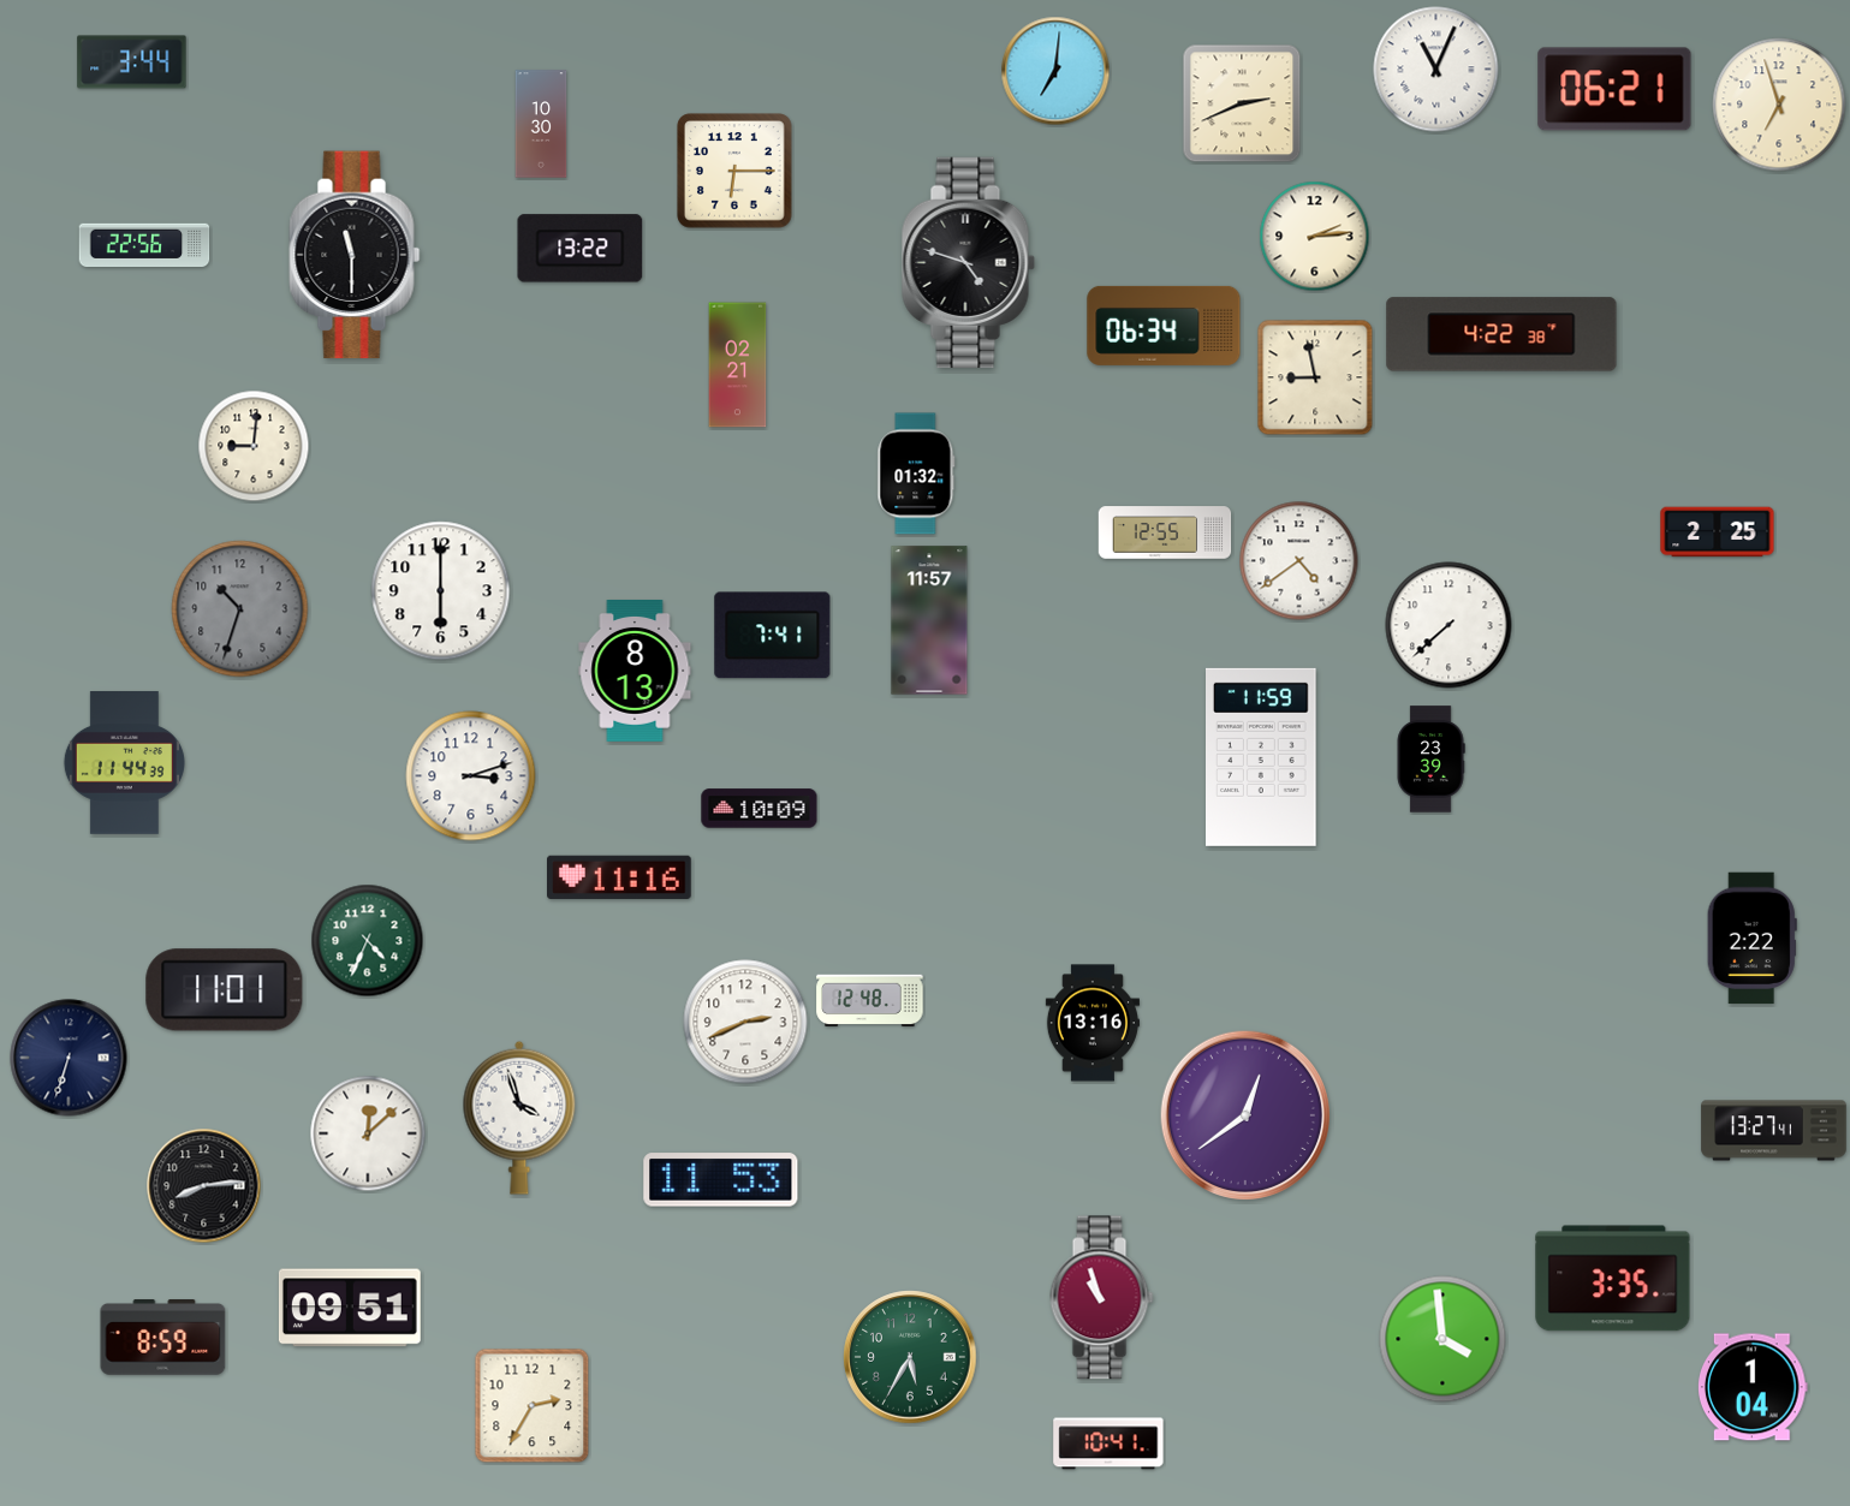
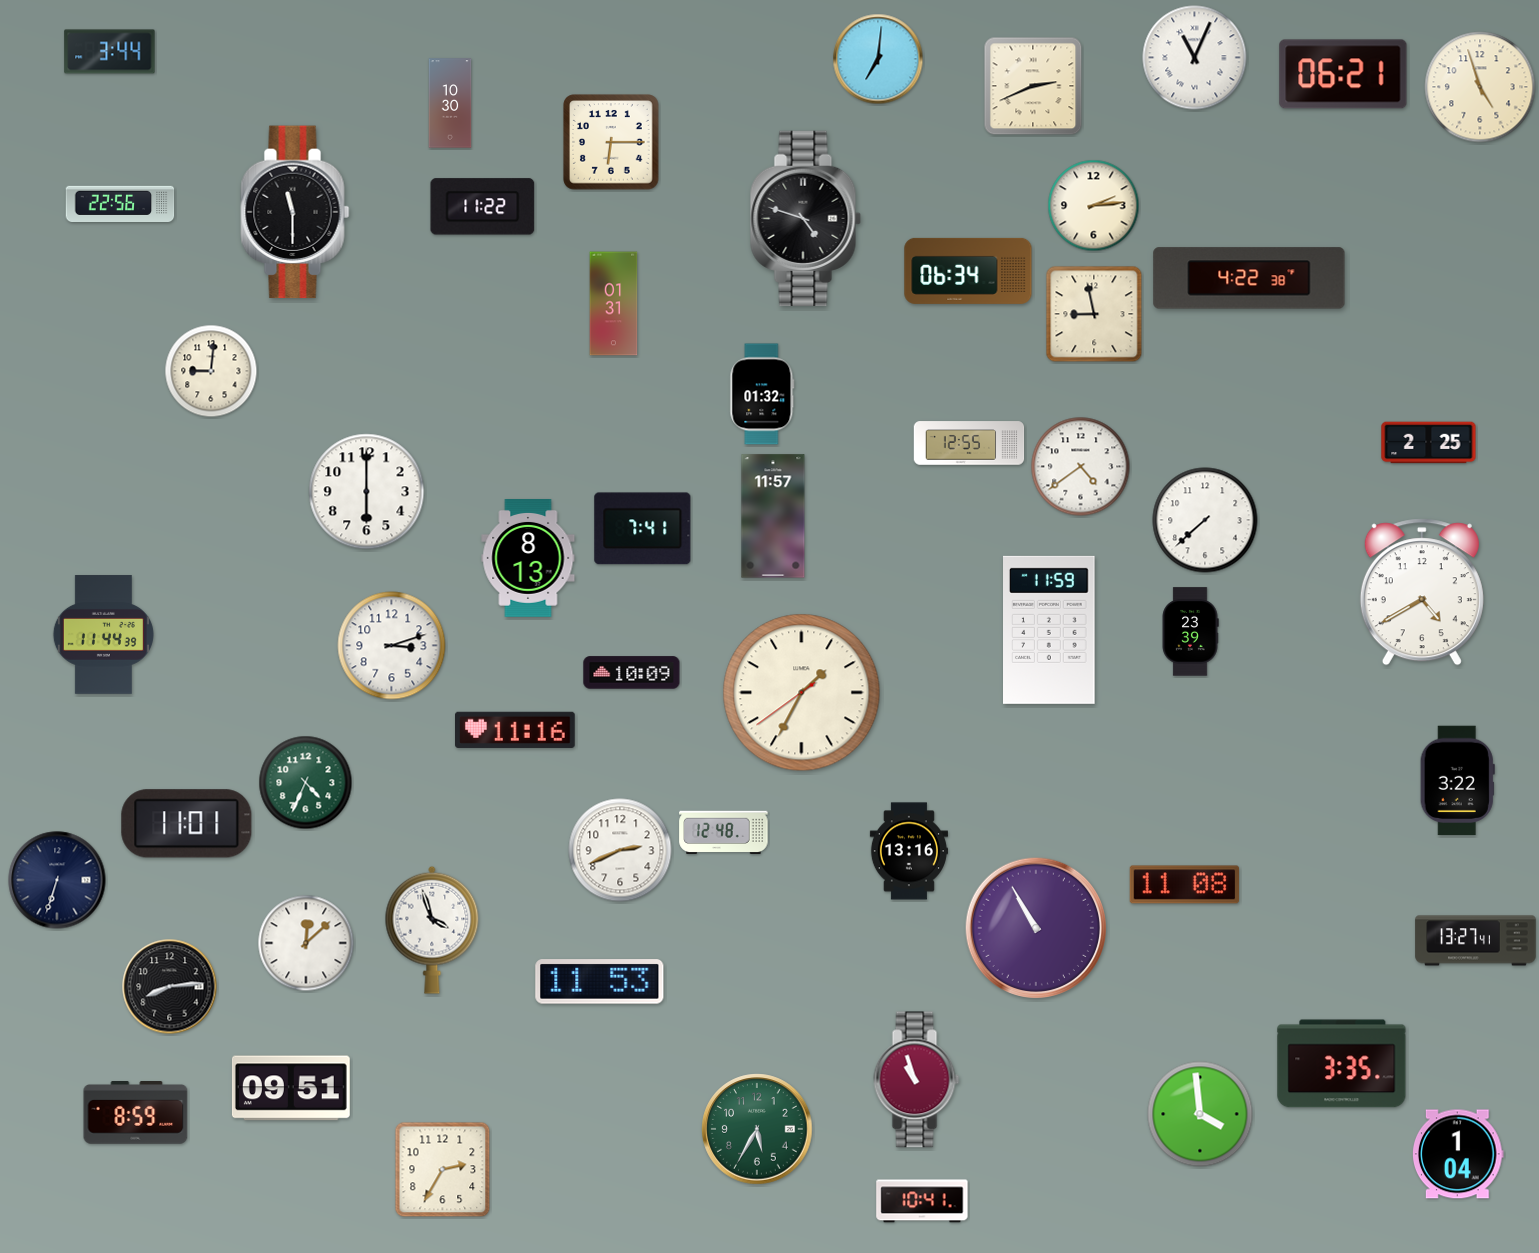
clock at (1779, 105): 6:57 -> 4:57
clock at (1315, 237) position: (1315, 237) -> (1094, 206)
clock at (581, 249): 13:22 -> 11:22
clock at (738, 365): 02:21 -> 01:31
clock at (240, 609): 10:33 -> none
clock at (1422, 592): none -> 4:40
clock at (802, 693): none -> 1:34
clock at (1751, 939): 2:22 -> 3:22
clock at (1185, 885): none -> 11:08
clock at (1244, 1114): 12:39 -> 10:55
